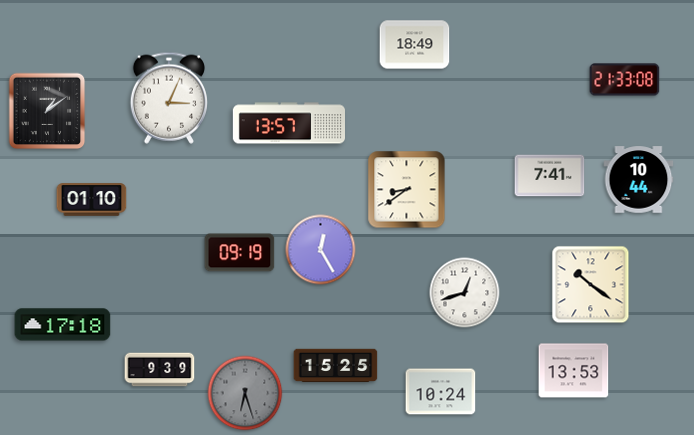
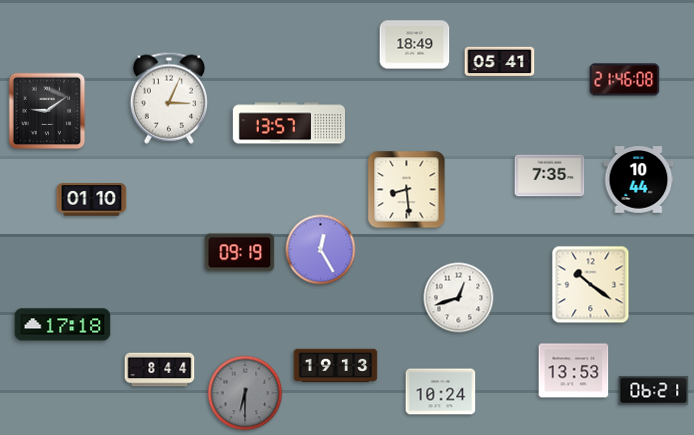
clock at (500, 62): none -> 05:41
clock at (625, 80): 21:33 -> 21:46
clock at (47, 111): 1:09 -> 9:09
clock at (550, 176): 7:41 -> 7:35
clock at (407, 190): 8:39 -> 8:29
clock at (465, 293) position: (465, 293) -> (459, 298)
clock at (336, 366): 15:25 -> 19:13
clock at (160, 370): 9:39 -> 8:44
clock at (654, 391): none -> 06:21
clock at (245, 393): 6:27 -> 6:30
